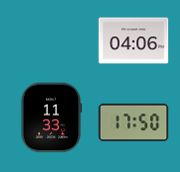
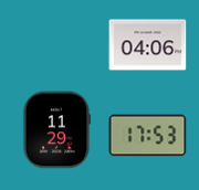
clock at (51, 118): 11:33 -> 11:29
clock at (134, 123): 17:50 -> 17:53
